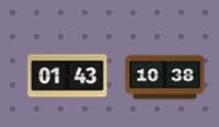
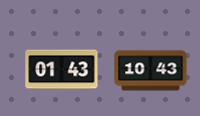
clock at (165, 78): 10:38 -> 10:43
